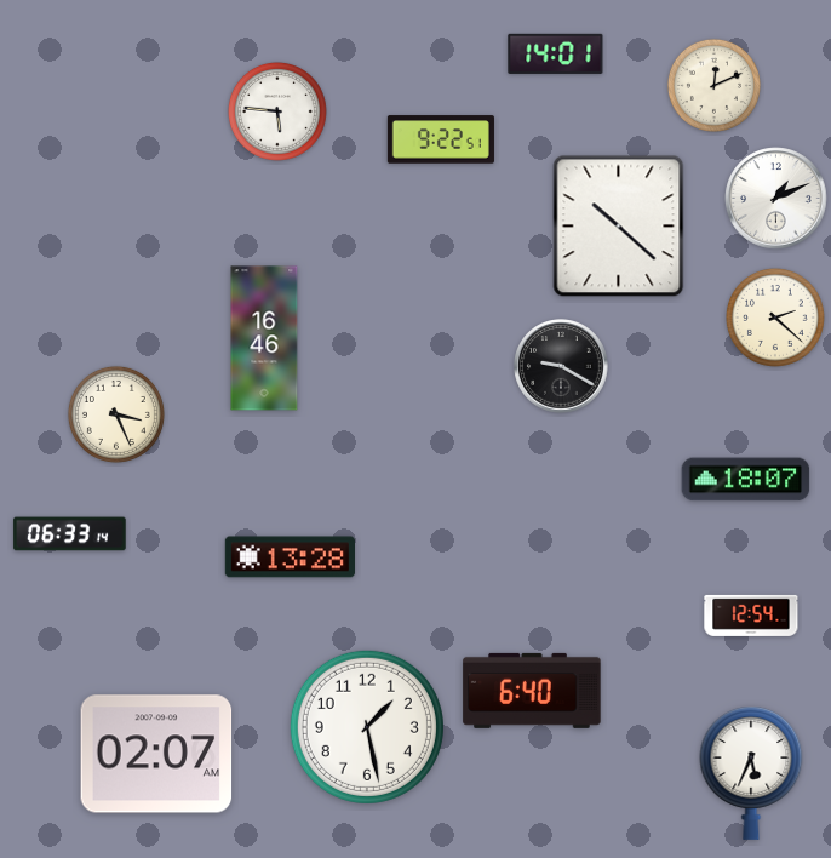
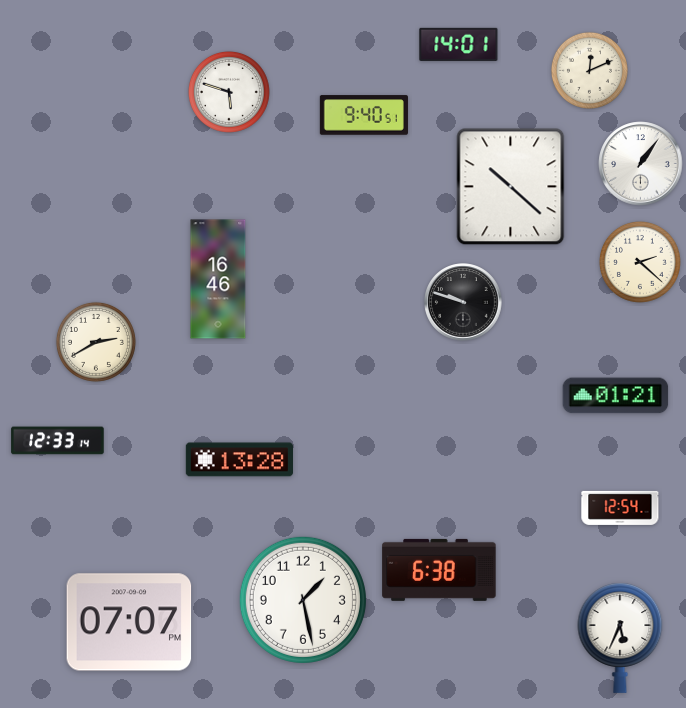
clock at (277, 111): 5:46 -> 5:48
clock at (441, 139): 9:22 -> 9:40
clock at (776, 199): 1:11 -> 1:06
clock at (561, 366): 9:20 -> 9:48
clock at (116, 414): 3:26 -> 2:40
clock at (746, 480): 18:07 -> 01:21
clock at (70, 534): 06:33 -> 12:33
clock at (532, 691): 6:40 -> 6:38
clock at (156, 754): 02:07 -> 07:07
